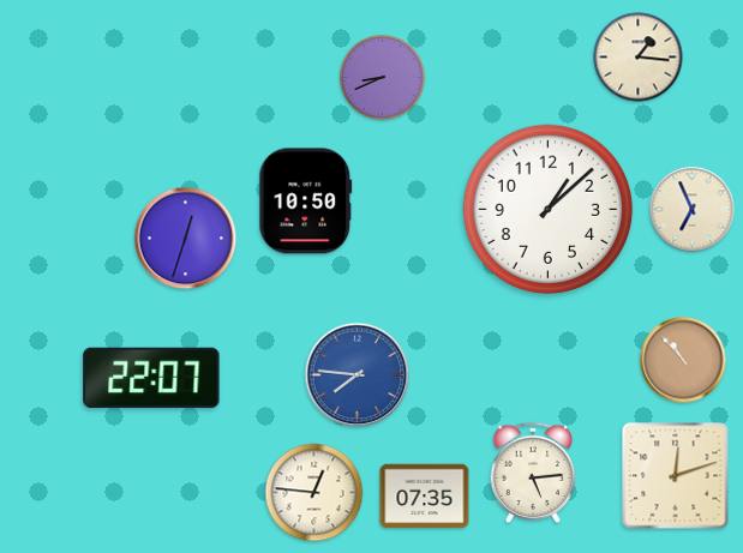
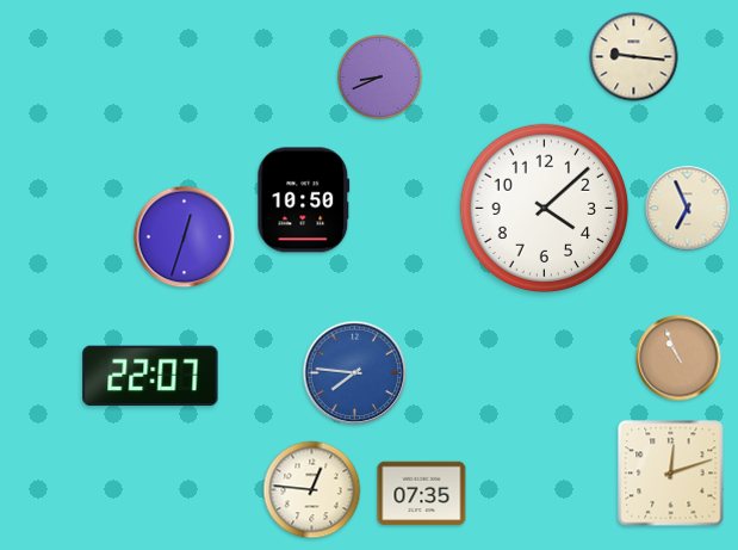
clock at (639, 58): 1:16 -> 9:16
clock at (549, 210): 1:08 -> 4:08
clock at (683, 360): 10:53 -> 10:56
clock at (533, 473): 5:14 -> none
